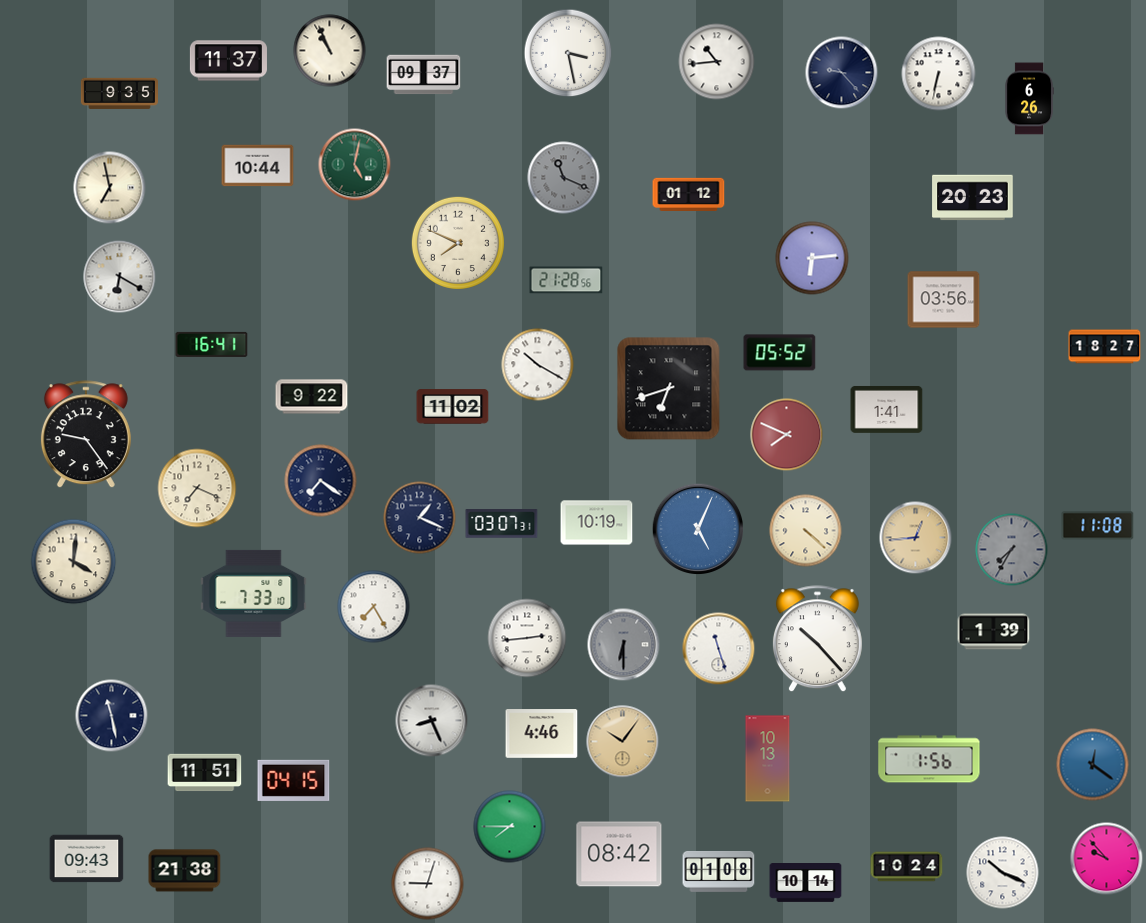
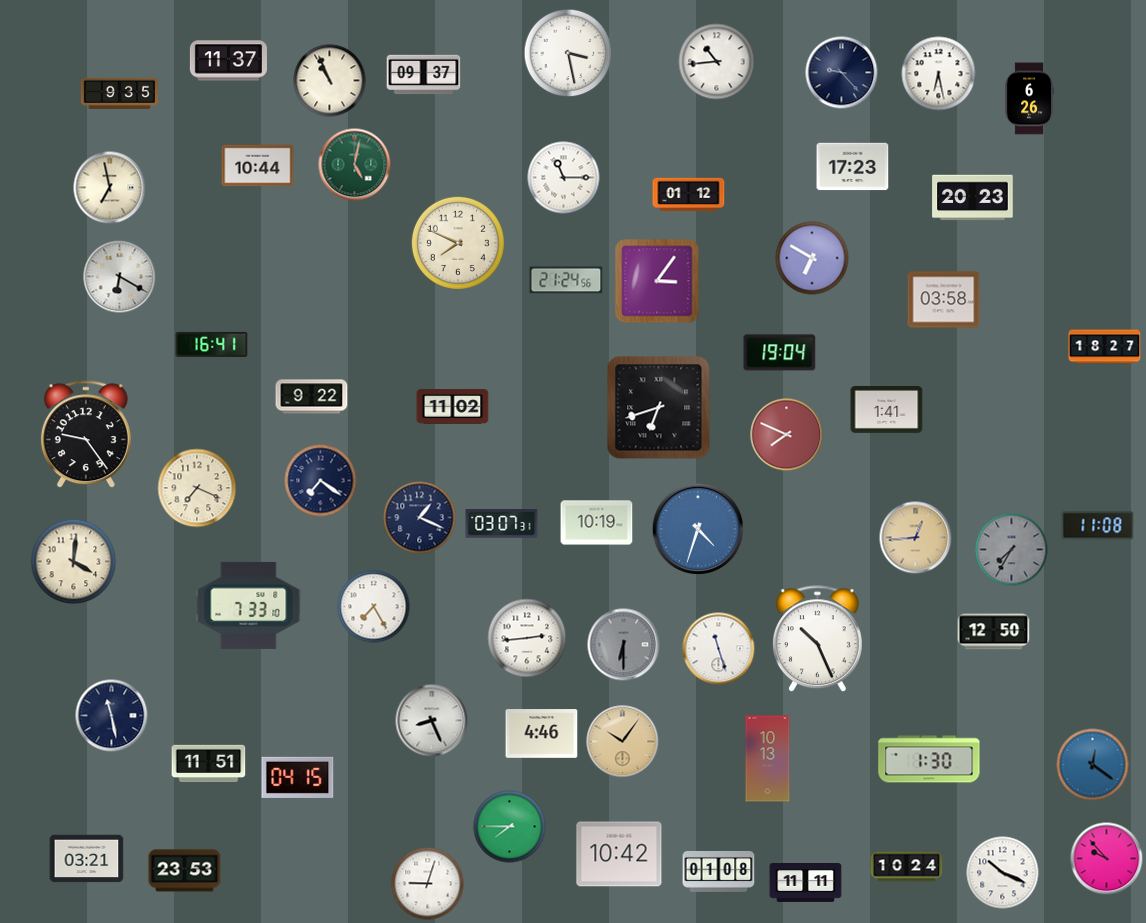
clock at (330, 51) position: (330, 51) -> (330, 81)
clock at (939, 74): 6:32 -> 6:28
clock at (853, 167): none -> 17:23
clock at (564, 178): 11:19 -> 11:15
clock at (564, 178) dial: grey -> white
clock at (812, 258): 6:14 -> 6:50
clock at (566, 280): 21:28 -> 21:24
clock at (657, 281): none -> 3:06
clock at (944, 300): 03:56 -> 03:58
clock at (780, 353): 05:52 -> 19:04
clock at (538, 365): 10:20 -> none
clock at (669, 389) position: (669, 389) -> (659, 408)
clock at (698, 529): 5:04 -> 4:33
clock at (806, 531): 4:22 -> none
clock at (254, 593) position: (254, 593) -> (249, 605)
clock at (994, 632): 1:39 -> 12:50
clock at (817, 639): 10:23 -> 10:26
clock at (929, 759): 1:56 -> 1:30
clock at (205, 773) position: (205, 773) -> (209, 764)
clock at (294, 780) position: (294, 780) -> (298, 777)
clock at (619, 854): 08:42 -> 10:42
clock at (87, 859): 09:43 -> 03:21
clock at (185, 871): 21:38 -> 23:53
clock at (806, 883): 10:14 -> 11:11
